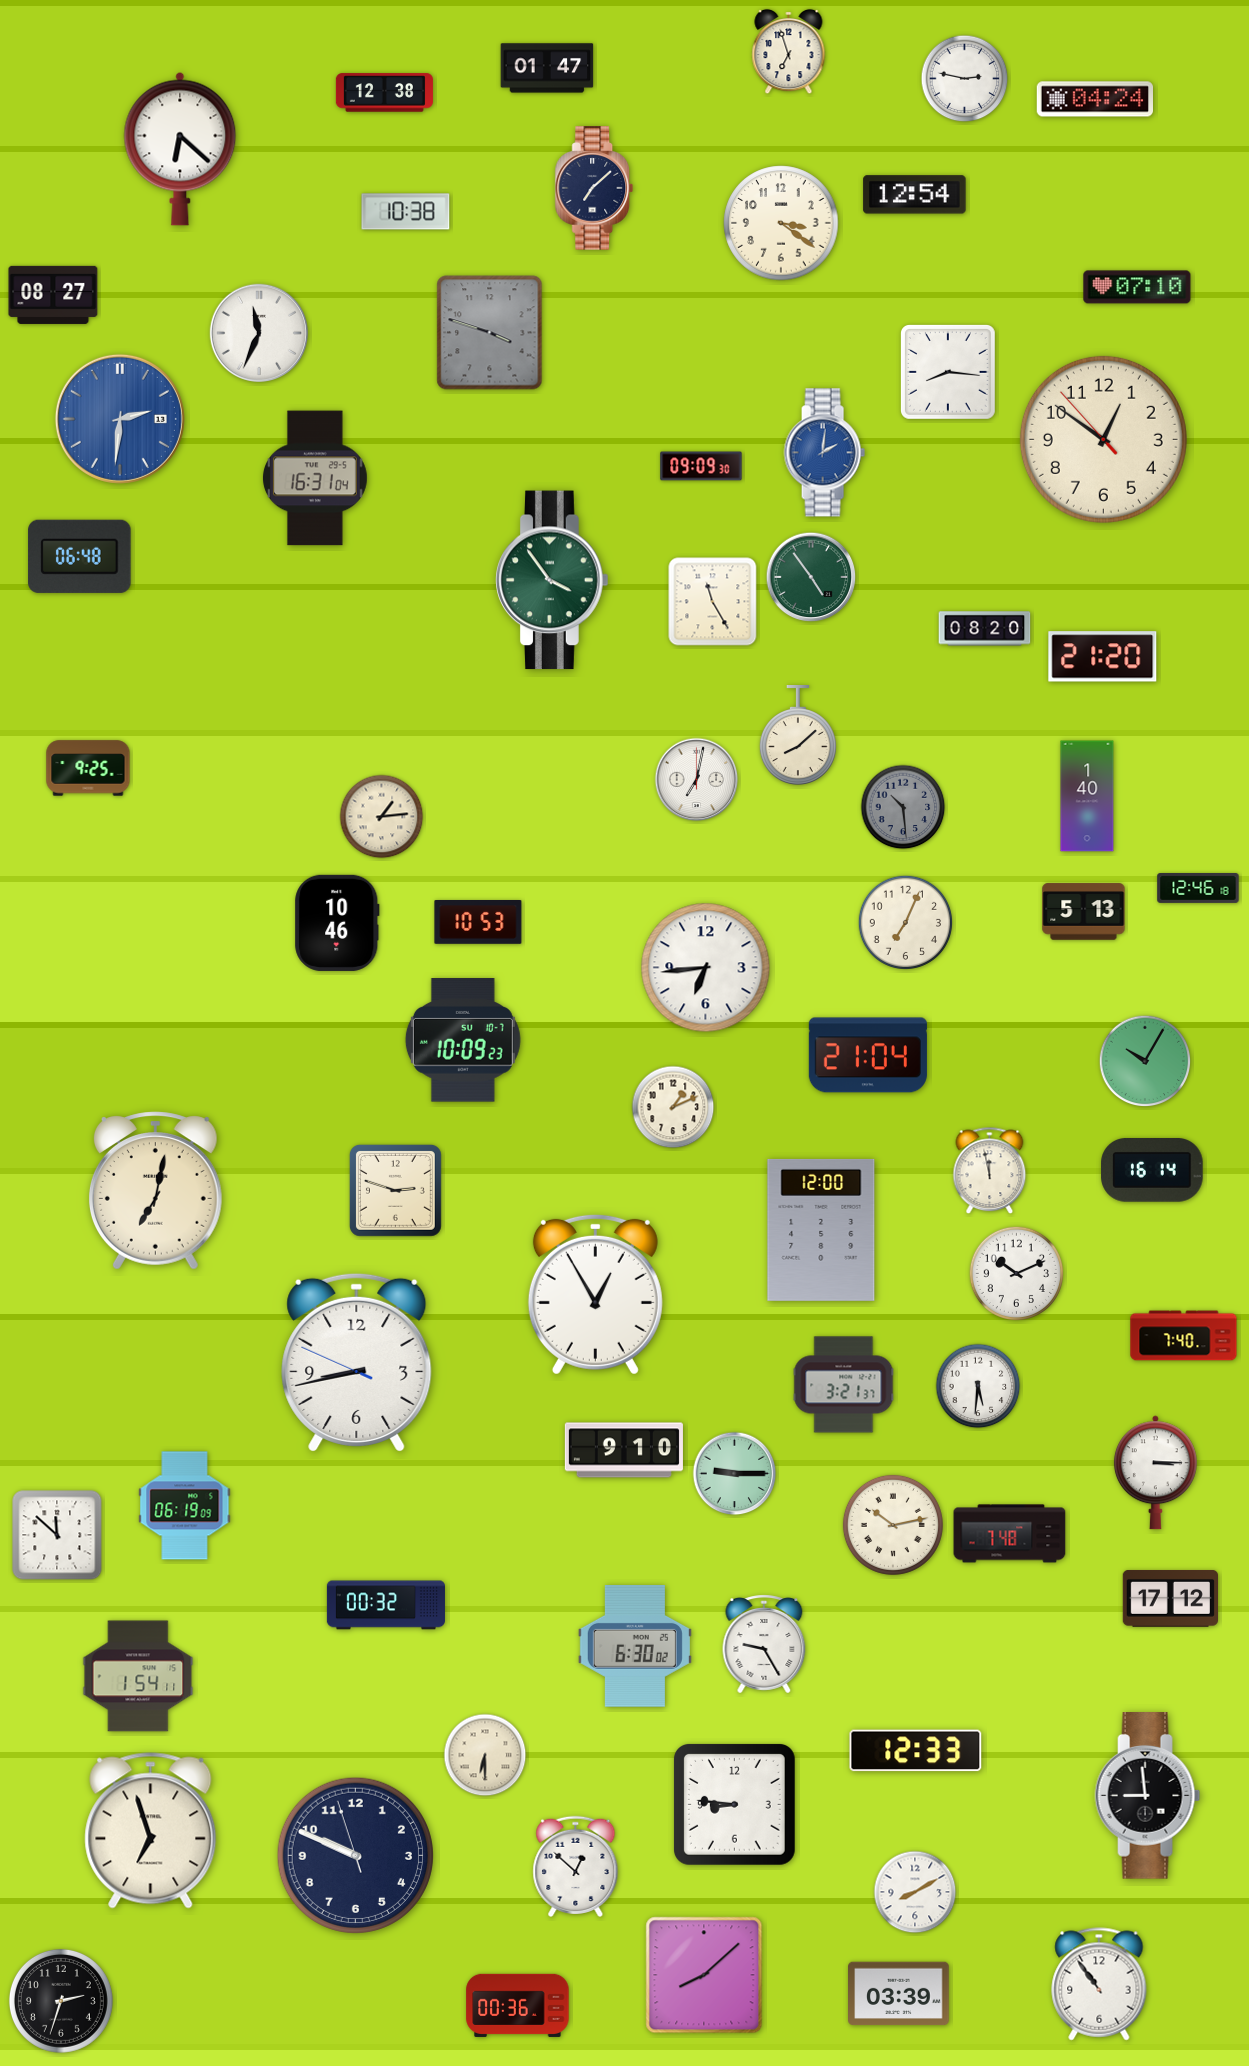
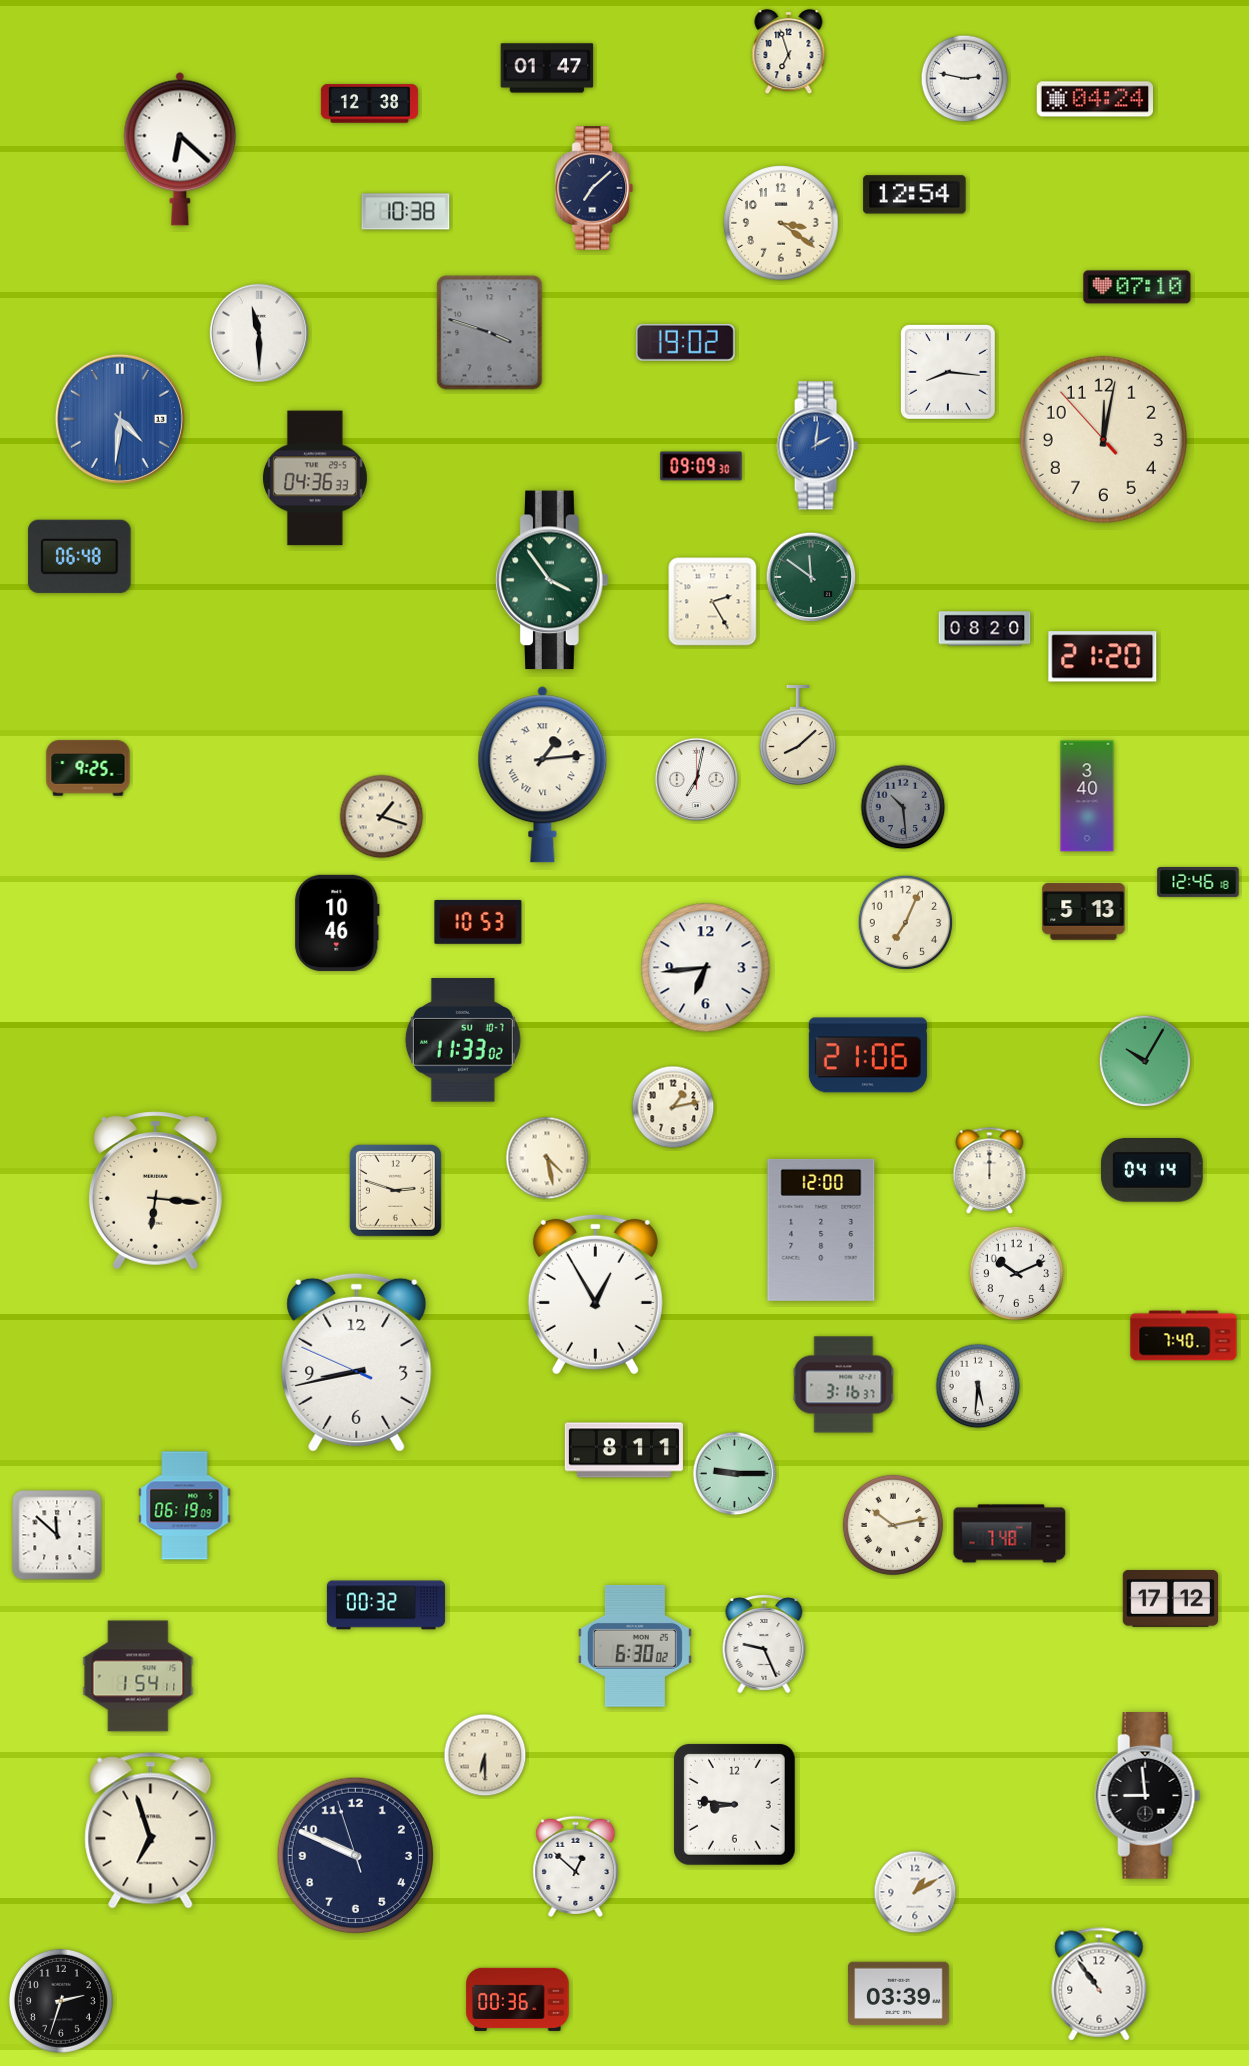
clock at (384, 93) position: (384, 93) -> (369, 104)
clock at (53, 295): 08:27 -> none
clock at (258, 332): 11:34 -> 11:30
clock at (685, 342): none -> 19:02
clock at (120, 419): 2:31 -> 4:31
clock at (1103, 439): 12:50 -> 12:01
clock at (824, 453) position: (824, 453) -> (817, 446)
clock at (315, 478): 16:31 -> 04:36
clock at (811, 577): 4:54 -> 11:51
clock at (713, 602): 11:25 -> 2:25
clock at (543, 775): none -> 1:14
clock at (1087, 796): 1:40 -> 3:40
clock at (382, 817): 1:14 -> 1:18
clock at (1198, 889) position: (1198, 889) -> (1198, 883)
clock at (463, 1040): 10:09 -> 11:33
clock at (868, 1055): 21:04 -> 21:06
clock at (673, 1107): 1:11 -> 1:13
clock at (547, 1158): none -> 4:28
clock at (990, 1171): 11:58 -> 12:00
clock at (1152, 1171): 16:14 -> 04:14
clock at (155, 1191): 7:02 -> 6:16
clock at (844, 1385): 3:21 -> 3:16
clock at (624, 1450): 9:10 -> 8:11
clock at (1155, 1473): 3:15 -> none
clock at (764, 1644): 9:25 -> 9:26
clock at (916, 1751): 12:33 -> none
clock at (915, 1892): 8:10 -> 1:10
clock at (704, 1975): 8:08 -> none
clock at (518, 2005) position: (518, 2005) -> (518, 1999)
